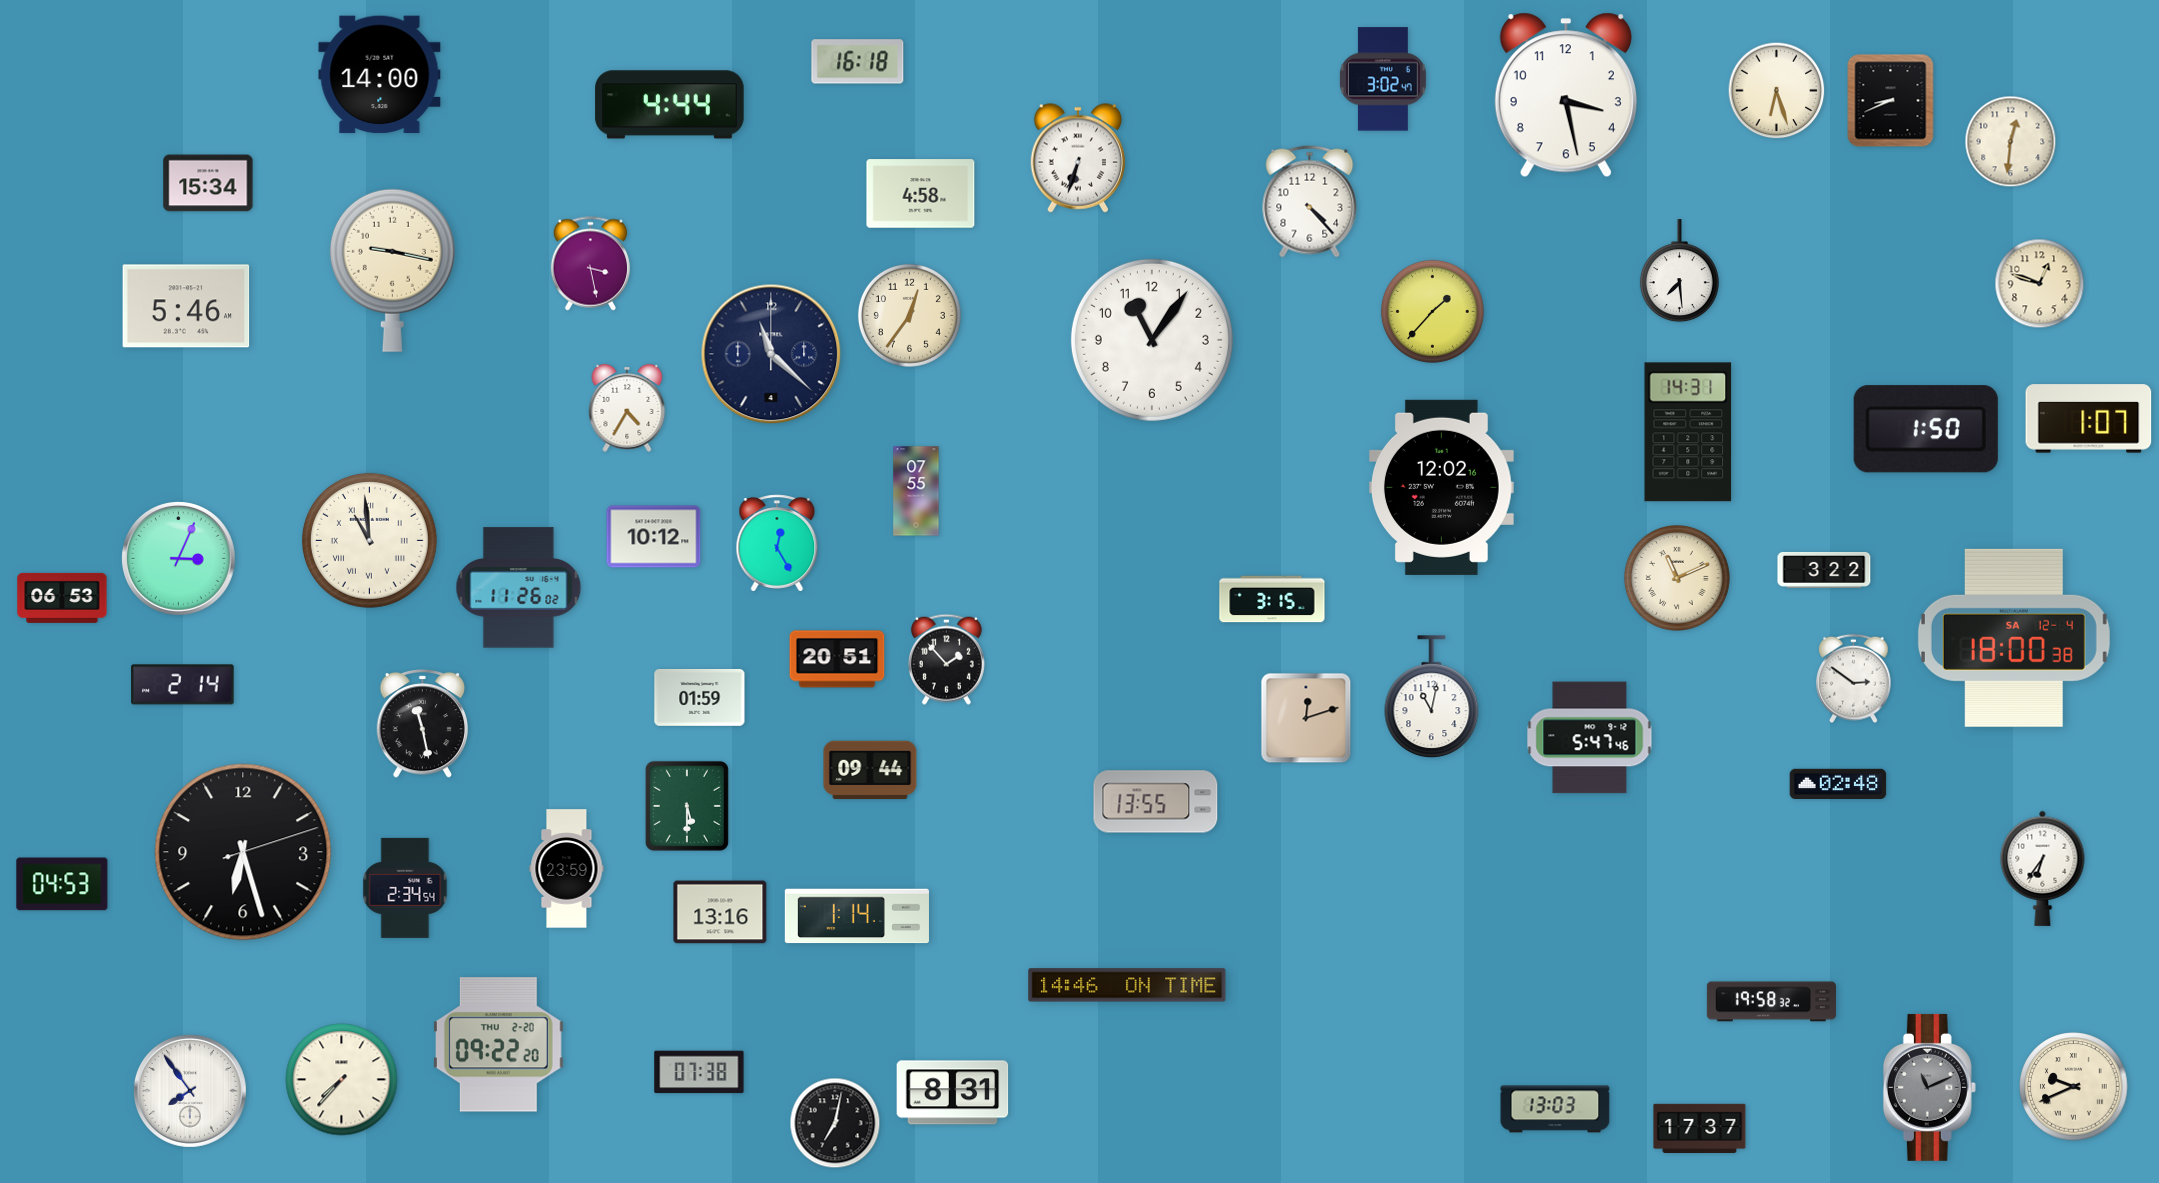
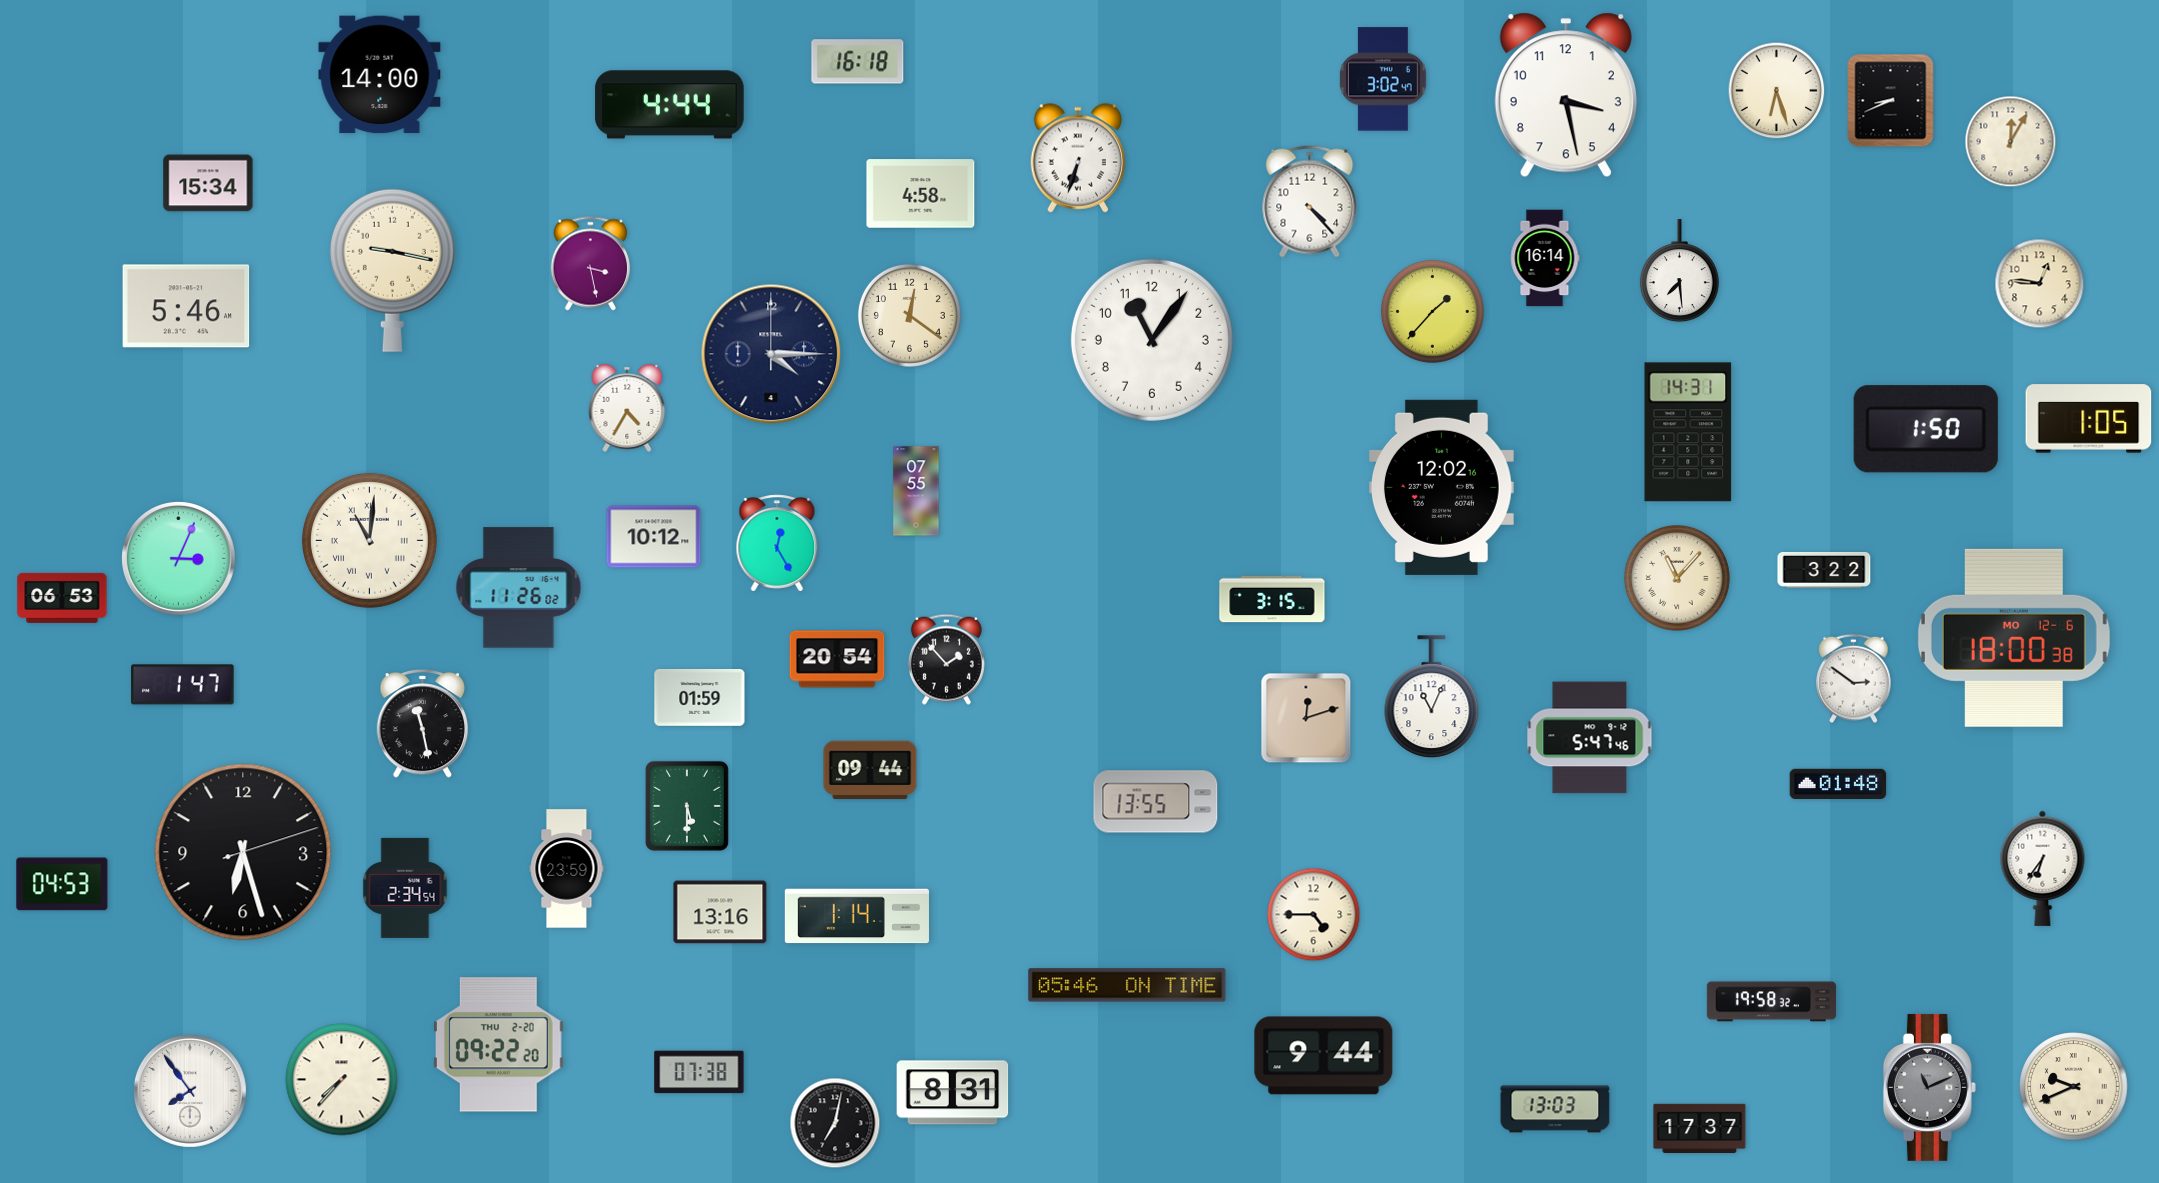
clock at (2011, 142): 12:31 -> 12:05
clock at (1545, 258): none -> 16:14
clock at (2040, 284): 12:48 -> 12:46
clock at (909, 315): 12:36 -> 12:21
clock at (771, 354): 11:22 -> 4:15
clock at (2089, 419): 1:07 -> 1:05
clock at (369, 540): 10:59 -> 11:01
clock at (1677, 579): 11:11 -> 11:07
clock at (2014, 638) date: SA 12-4 -> MO 12-6
clock at (837, 659): 20:51 -> 20:54
clock at (183, 685): 2:14 -> 1:47
clock at (1432, 696): 11:02 -> 11:04
clock at (1838, 783): 02:48 -> 01:48
clock at (1314, 915): none -> 4:45
clock at (1127, 985): 14:46 -> 05:46
clock at (1324, 1056): none -> 9:44
